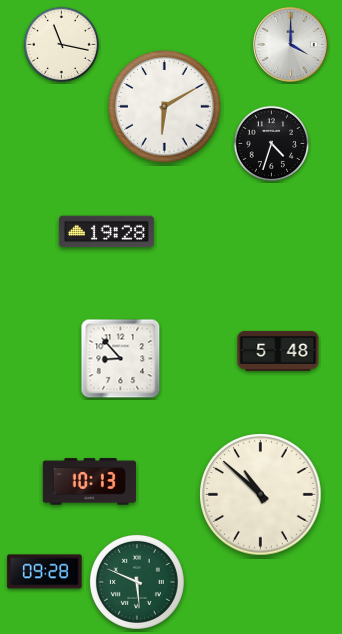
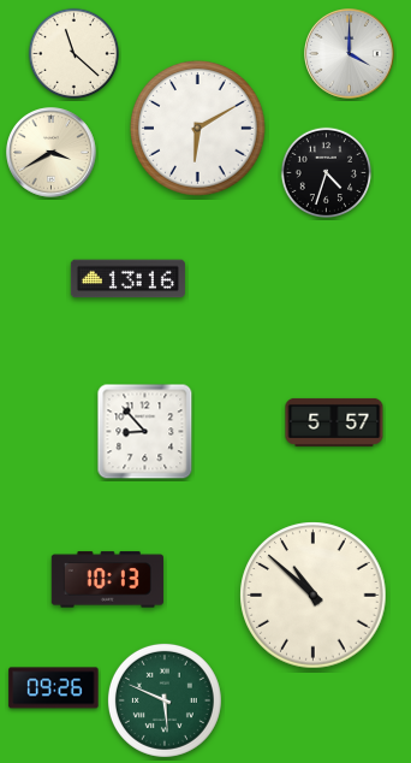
clock at (61, 44): 11:17 -> 11:22
clock at (52, 153): none -> 3:40
clock at (106, 232): 19:28 -> 13:16
clock at (278, 351): 5:48 -> 5:57
clock at (45, 572): 09:28 -> 09:26
